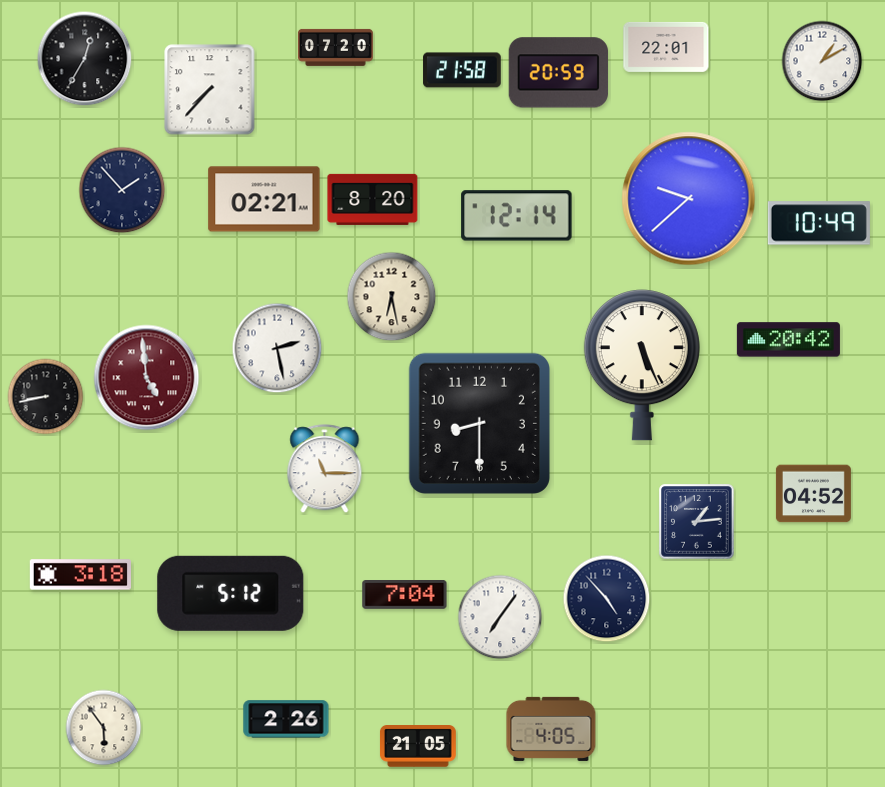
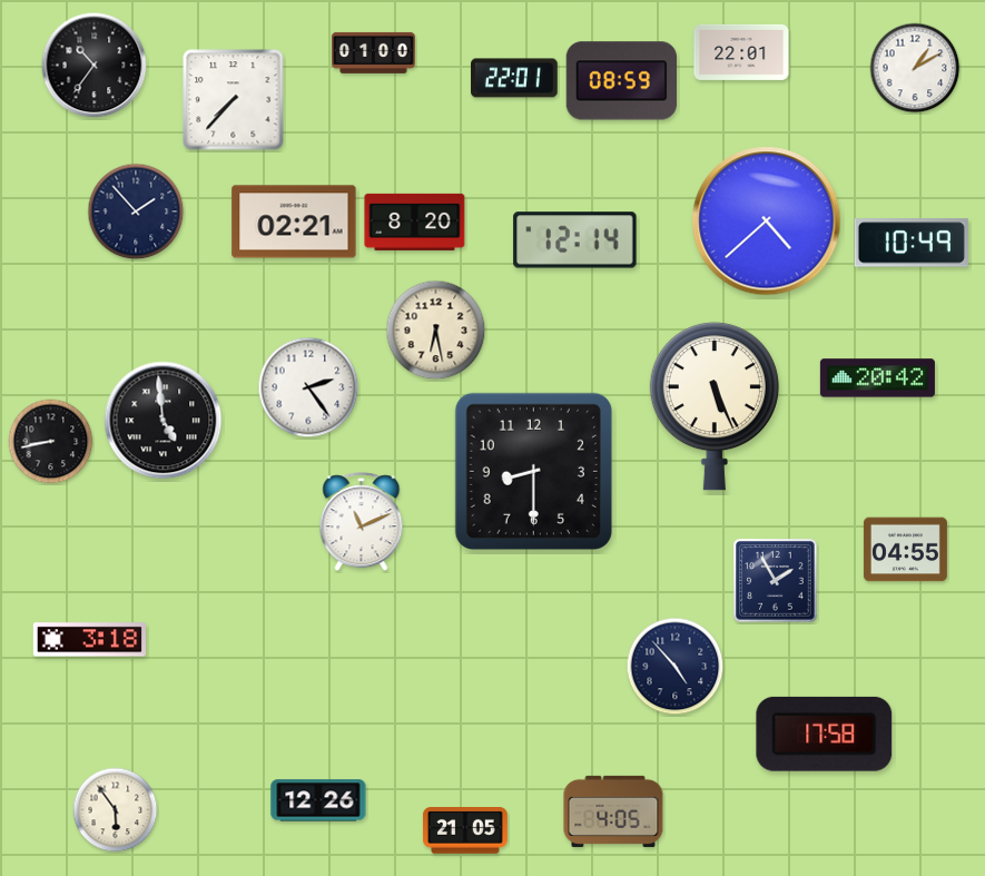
clock at (335, 47): 07:20 -> 01:00
clock at (85, 59): 12:35 -> 10:36
clock at (462, 70): 21:58 -> 22:01
clock at (558, 73): 20:59 -> 08:59
clock at (689, 199): 9:38 -> 4:38
clock at (819, 223) position: (819, 223) -> (912, 243)
clock at (277, 348): 2:28 -> 2:24
clock at (147, 378) dial: burgundy -> black
clock at (325, 469): 11:15 -> 11:11
clock at (813, 494): 04:52 -> 04:55
clock at (697, 522): 1:14 -> 1:55
clock at (231, 593): 5:12 -> none
clock at (405, 595): 7:04 -> none
clock at (500, 617): 7:06 -> none
clock at (825, 734): none -> 17:58
clock at (286, 719): 2:26 -> 12:26
